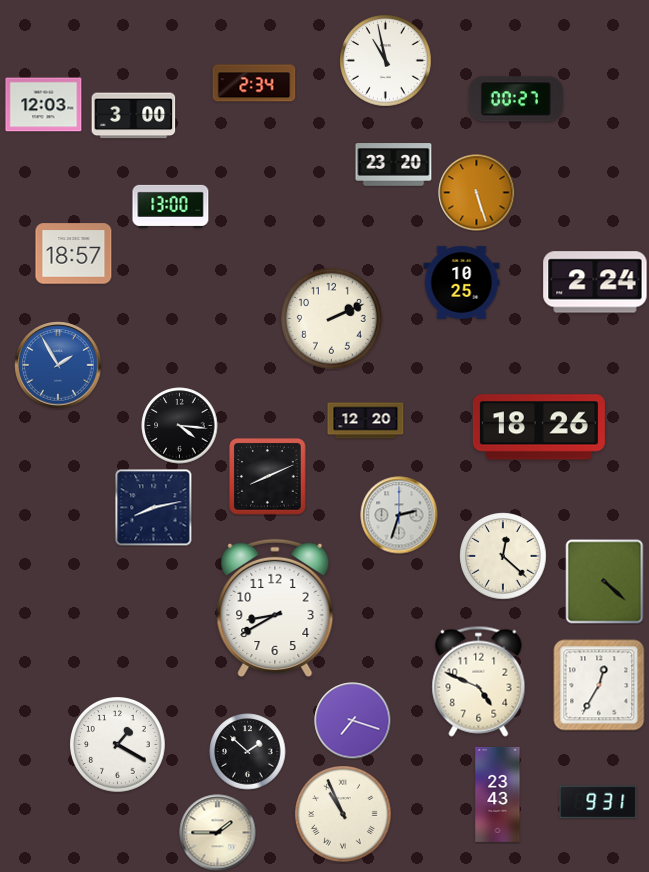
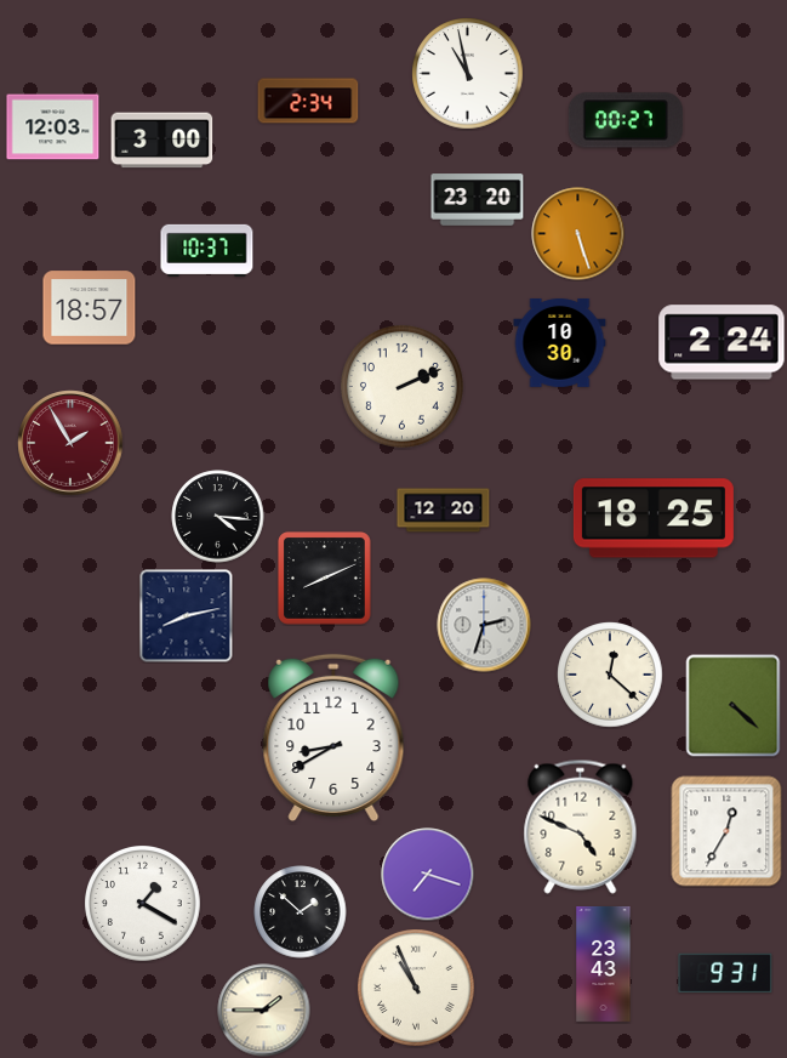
clock at (171, 206): 13:00 -> 10:37
clock at (462, 282): 10:25 -> 10:30
clock at (58, 365) dial: blue -> burgundy
clock at (539, 427): 18:26 -> 18:25
